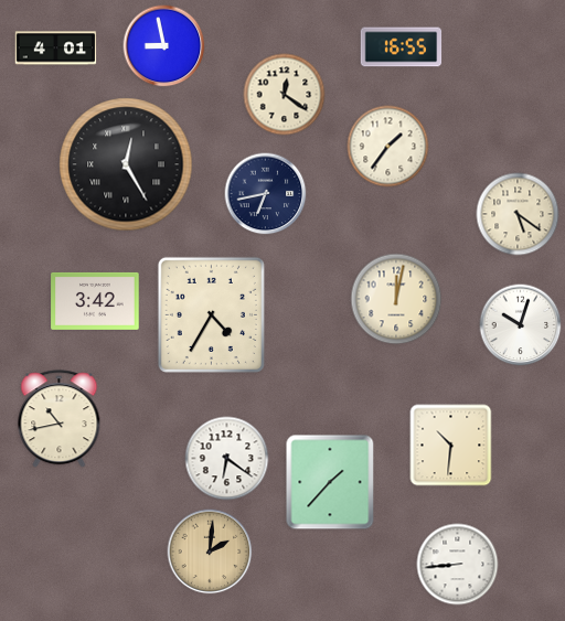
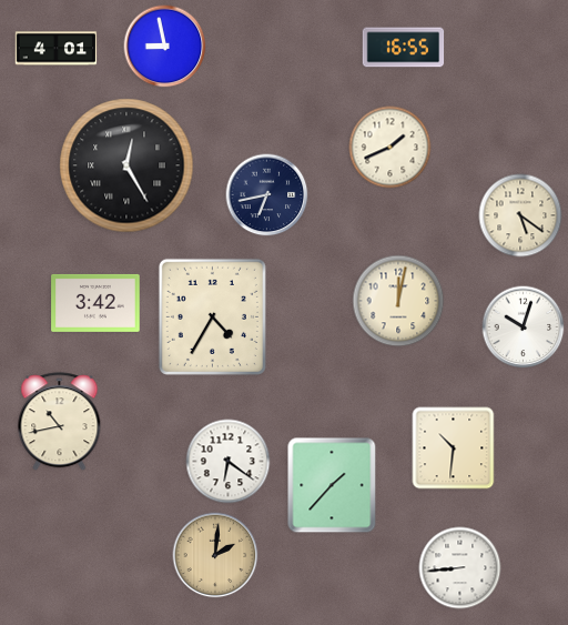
clock at (285, 95): 12:21 -> none
clock at (388, 147): 1:36 -> 1:41
clock at (210, 552) position: (210, 552) -> (215, 555)
